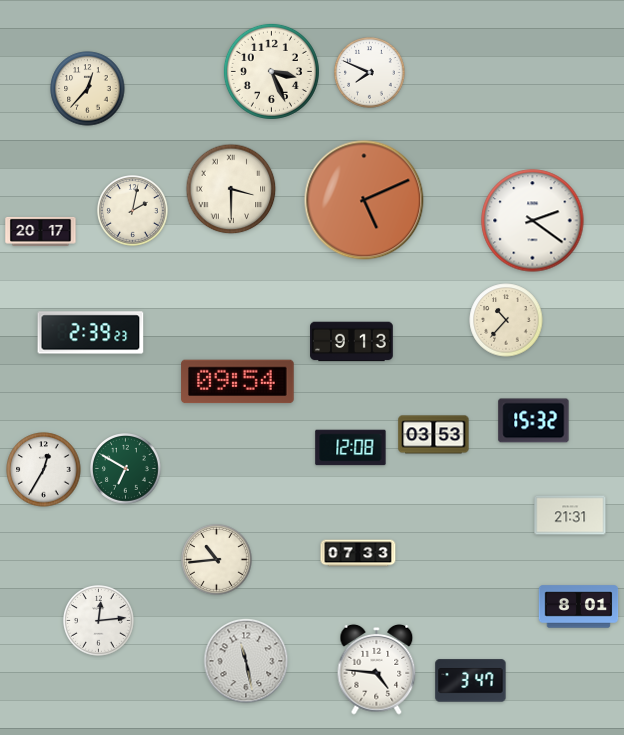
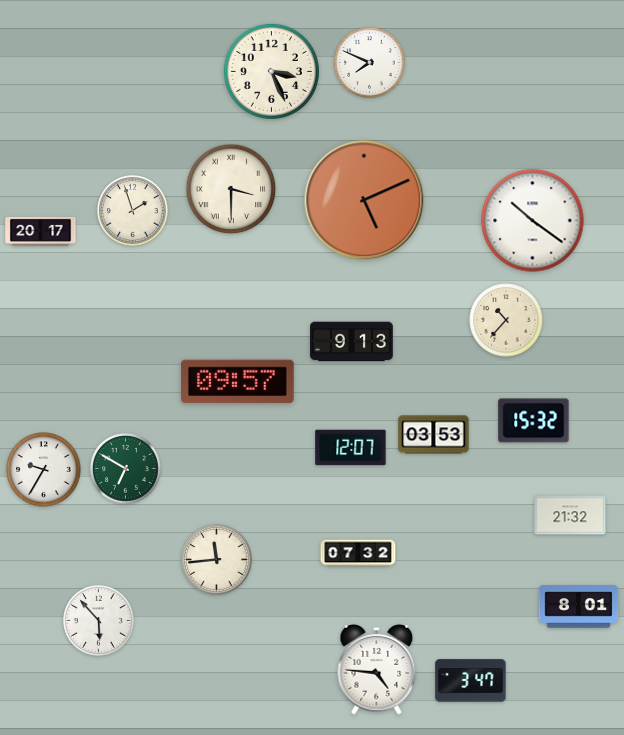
clock at (370, 73) position: (370, 73) -> (370, 63)
clock at (88, 89): 12:37 -> none
clock at (133, 211): 2:02 -> 1:57
clock at (533, 221): 2:21 -> 10:21
clock at (91, 333): 2:39 -> none
clock at (238, 382): 09:54 -> 09:57
clock at (351, 448): 12:08 -> 12:07
clock at (44, 470): 12:35 -> 9:35
clock at (570, 515): 21:31 -> 21:32
clock at (358, 553): 07:33 -> 07:32
clock at (217, 560): 10:44 -> 11:44
clock at (99, 621): 12:14 -> 5:53
clock at (246, 661): 11:28 -> none
